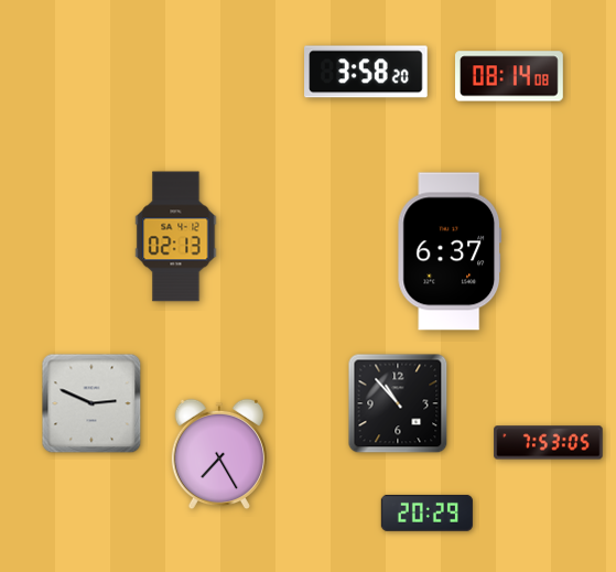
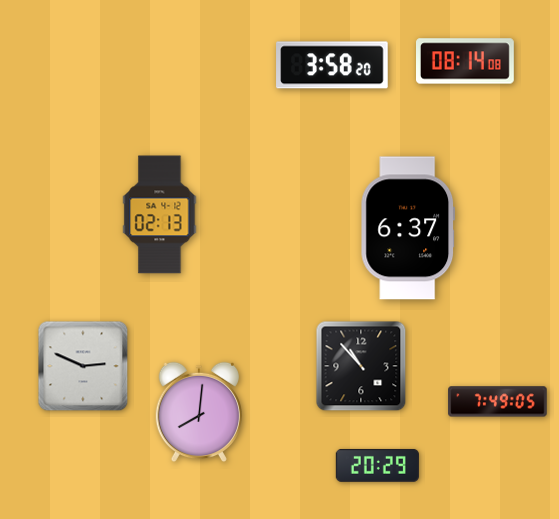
clock at (510, 76) position: (510, 76) -> (466, 61)
clock at (549, 443): 7:53 -> 7:49
clock at (218, 454): 7:25 -> 8:01
clock at (426, 512) position: (426, 512) -> (377, 465)
